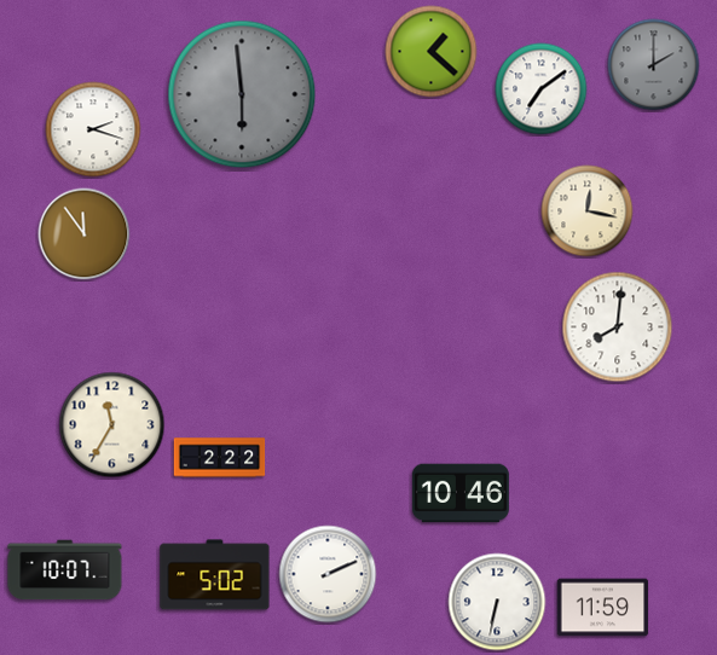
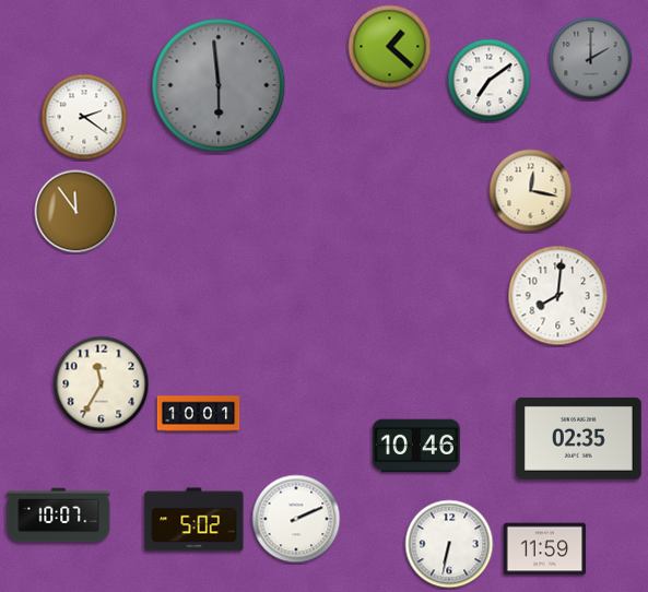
clock at (93, 129): 2:18 -> 2:21
clock at (220, 458): 2:22 -> 10:01
clock at (579, 438): none -> 02:35
